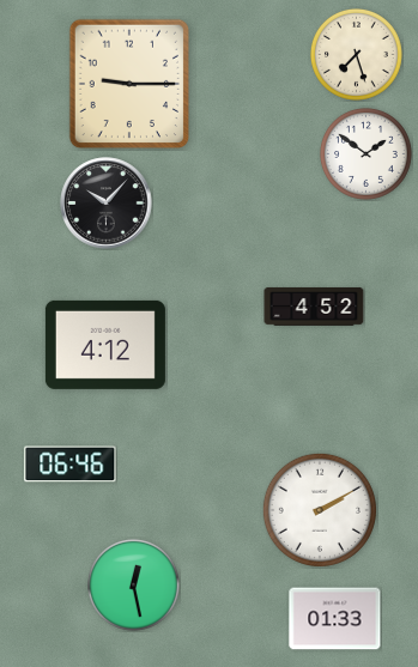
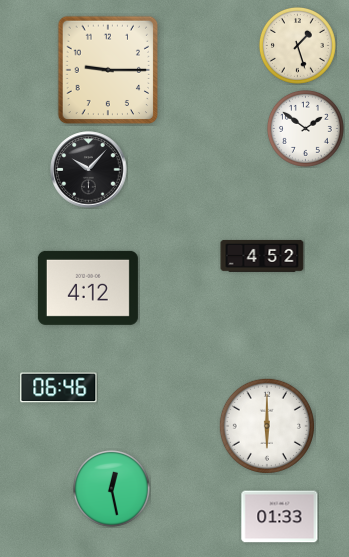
clock at (356, 54): 7:27 -> 1:27
clock at (320, 510): 2:10 -> 6:00
